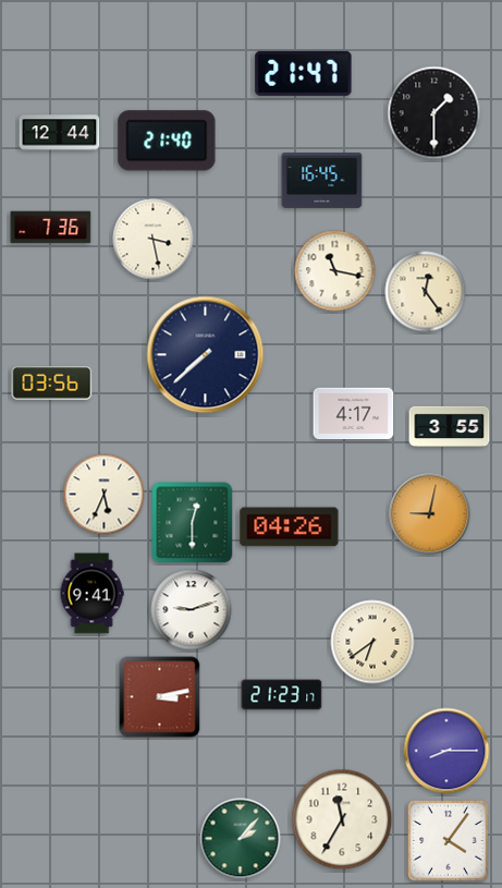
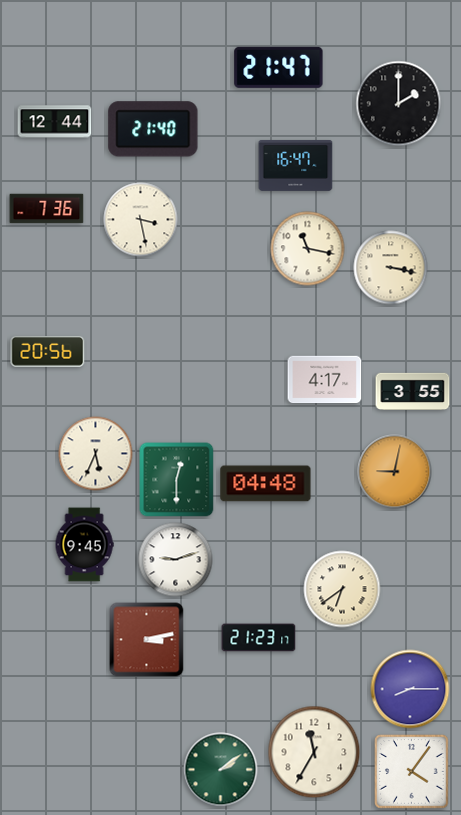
clock at (434, 113): 1:30 -> 2:00
clock at (322, 180): 16:45 -> 16:47
clock at (426, 292): 12:24 -> 3:17
clock at (206, 355): 7:38 -> none
clock at (52, 384): 03:56 -> 20:56
clock at (290, 527): 04:26 -> 04:48
clock at (91, 594): 9:41 -> 9:45
clock at (241, 839): 2:07 -> 2:09
